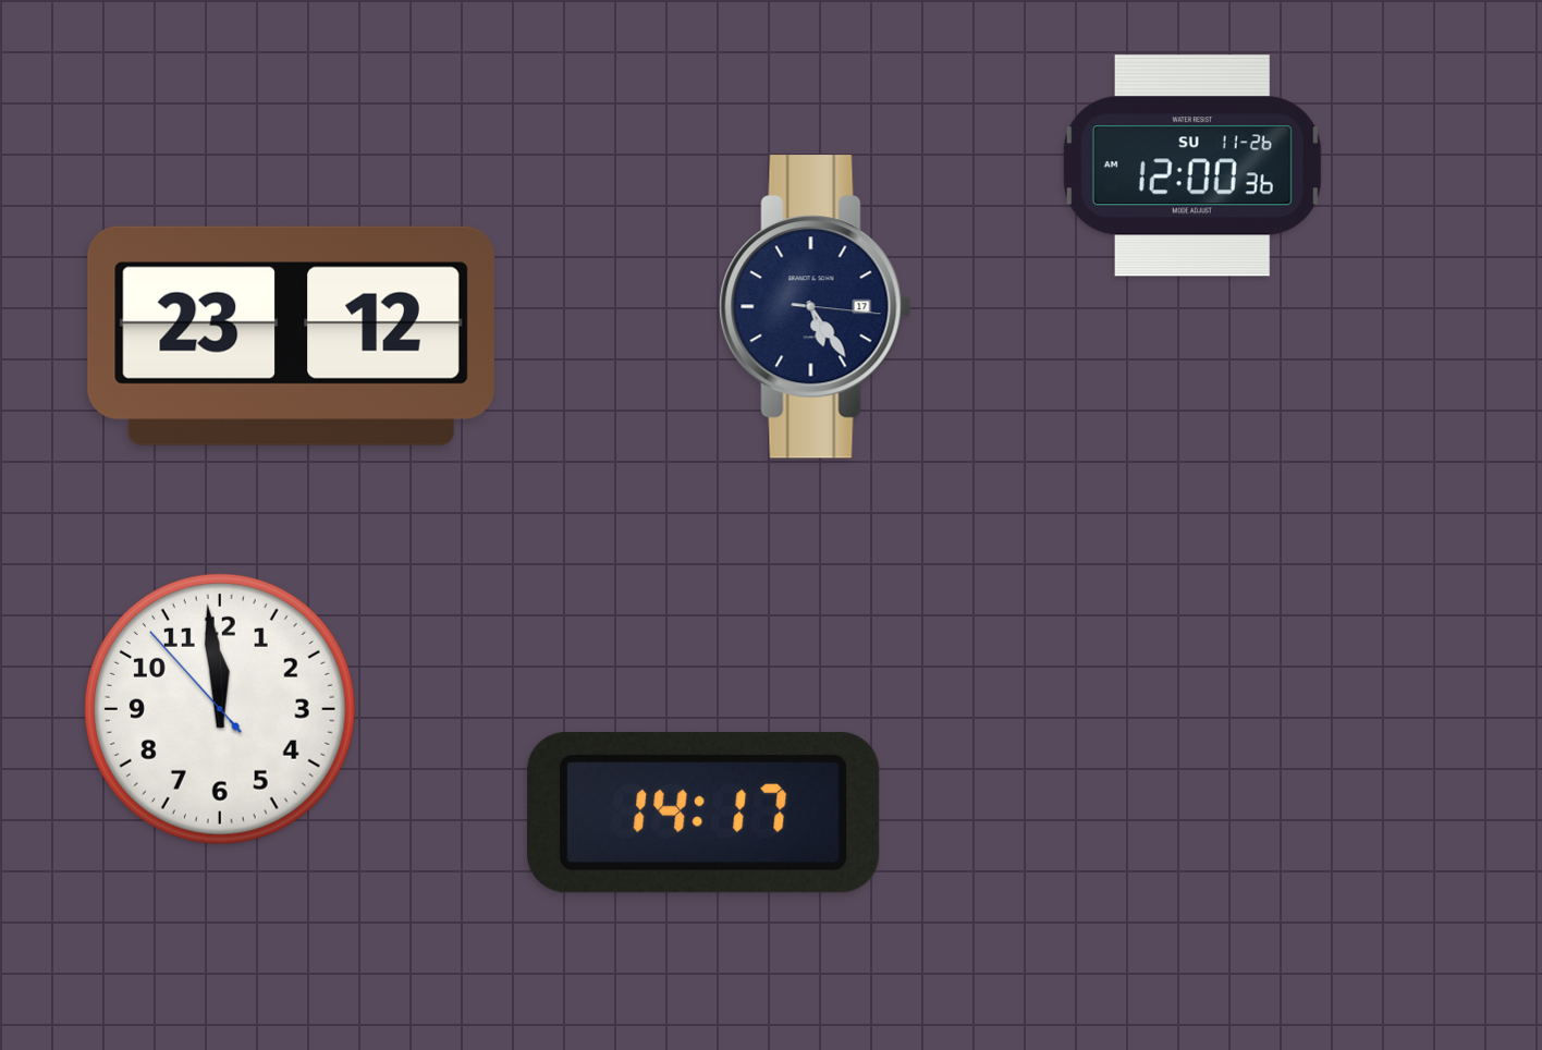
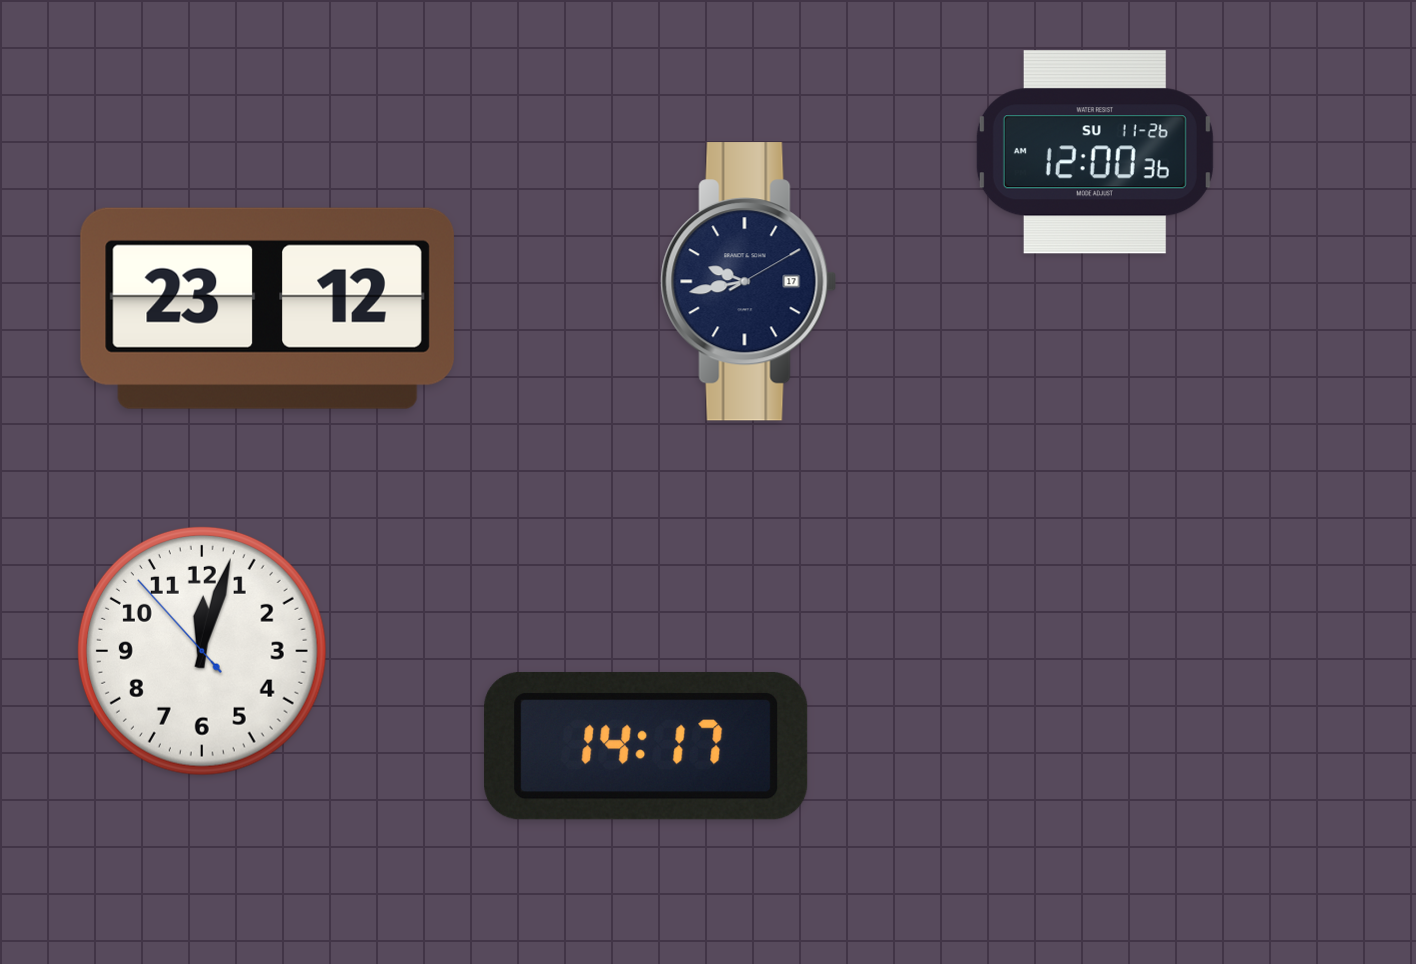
clock at (816, 307): 5:24 -> 9:43
clock at (220, 709): 11:58 -> 12:02
